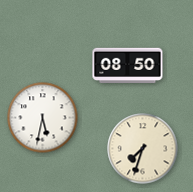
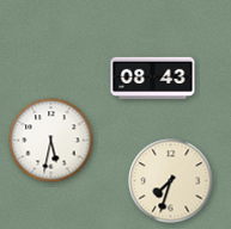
clock at (128, 66): 08:50 -> 08:43
clock at (143, 149) position: (143, 149) -> (171, 181)
